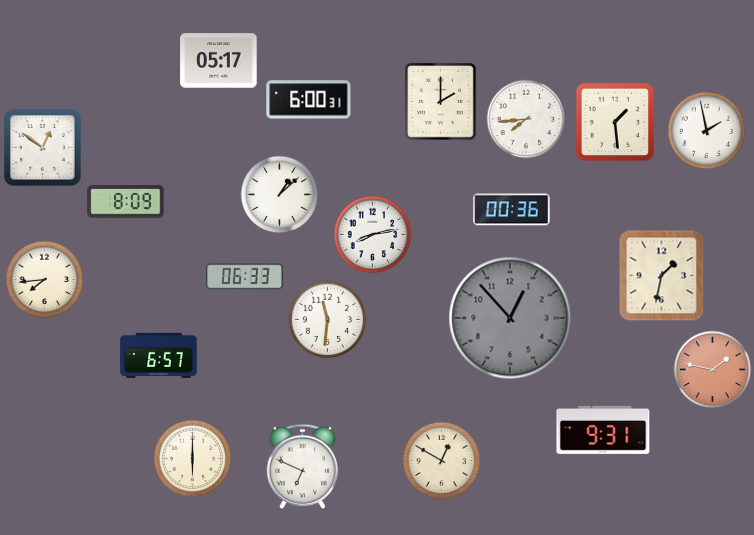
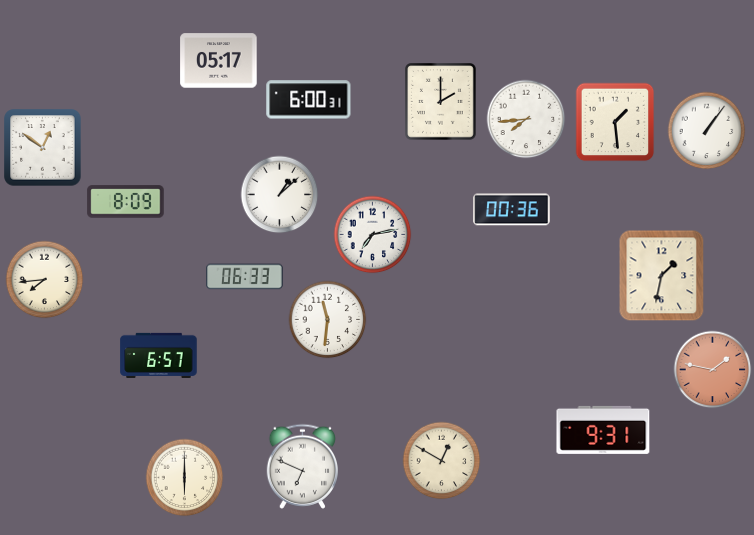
clock at (706, 130): 1:58 -> 1:06
clock at (372, 234): 8:13 -> 7:13
clock at (510, 318): 12:53 -> none
clock at (192, 458) position: (192, 458) -> (184, 477)
